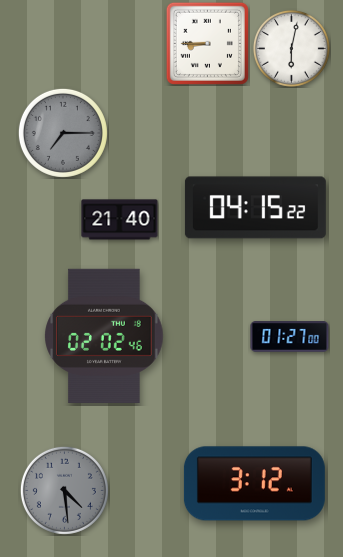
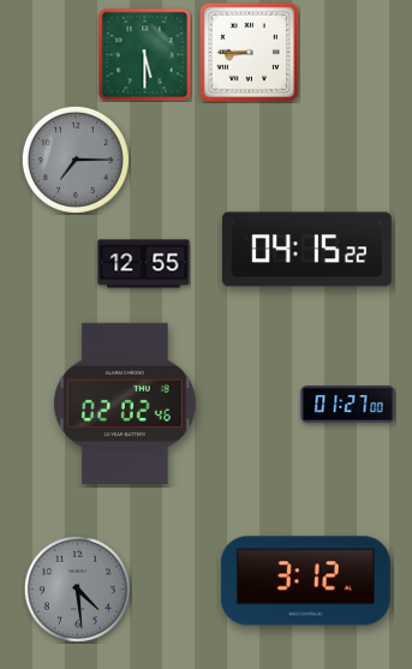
clock at (144, 54): none -> 5:30
clock at (291, 48): 6:02 -> none
clock at (120, 220): 21:40 -> 12:55
